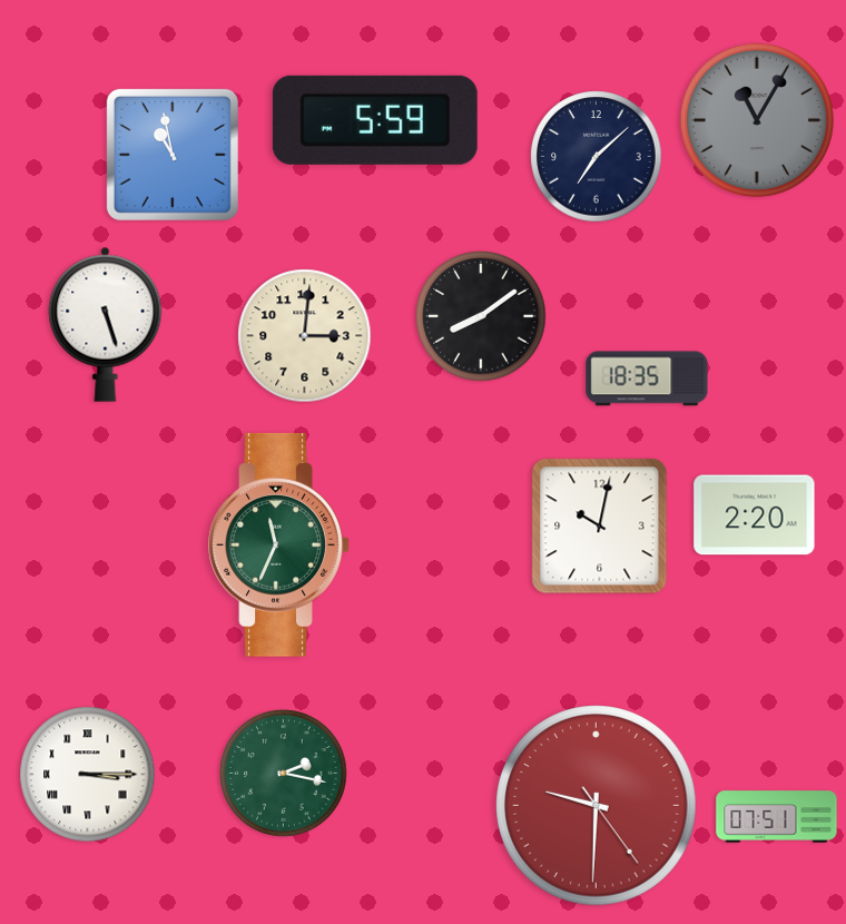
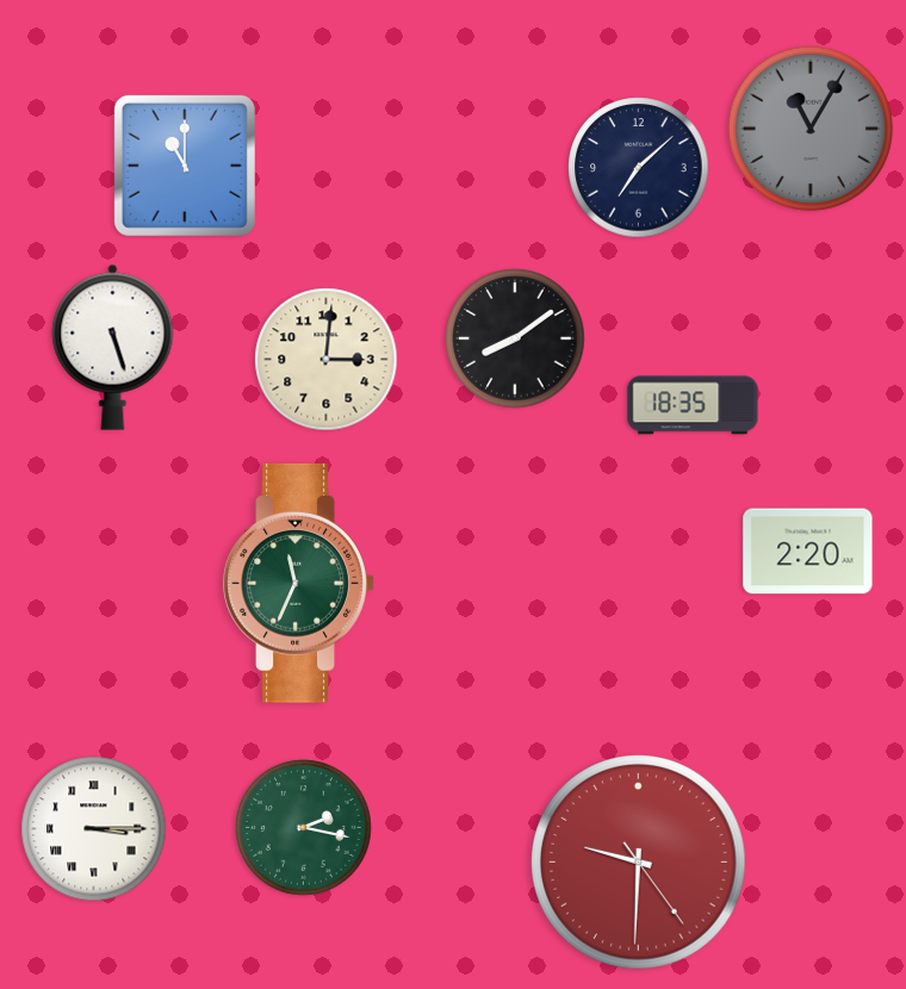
clock at (375, 120): 5:59 -> none
clock at (173, 155): 10:58 -> 11:00
clock at (600, 527): 10:02 -> none
clock at (777, 817): 07:51 -> none
